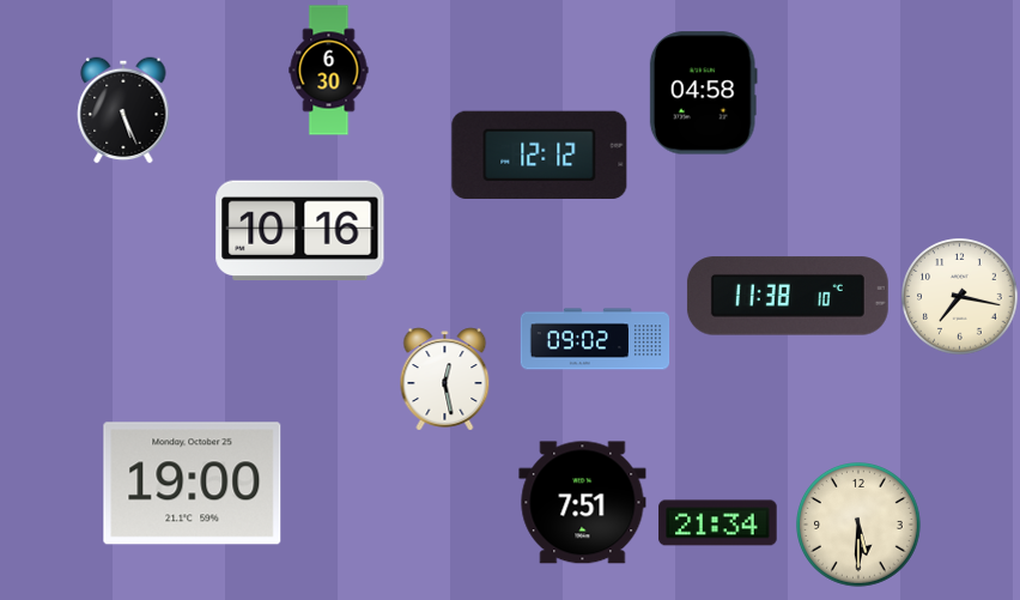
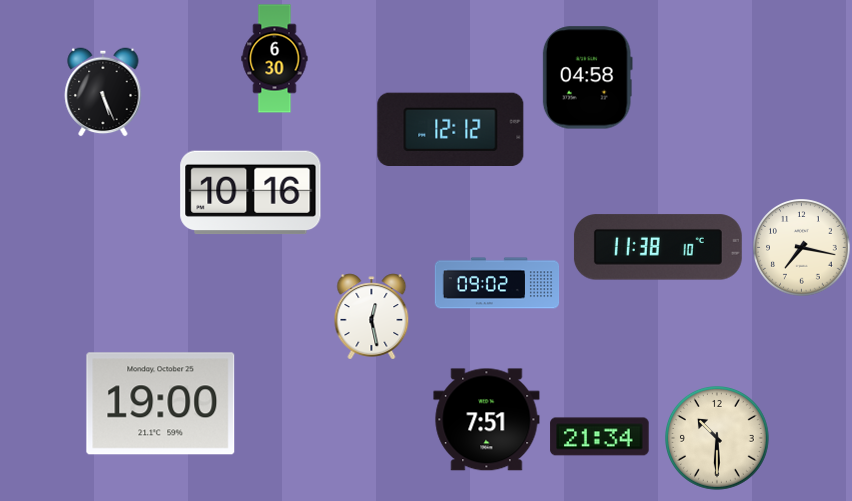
clock at (860, 526): 5:30 -> 10:30
